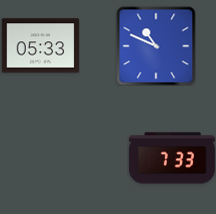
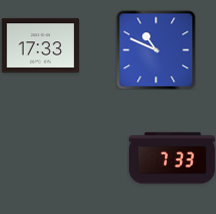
clock at (40, 46): 05:33 -> 17:33
clock at (156, 46) position: (156, 46) -> (156, 50)
